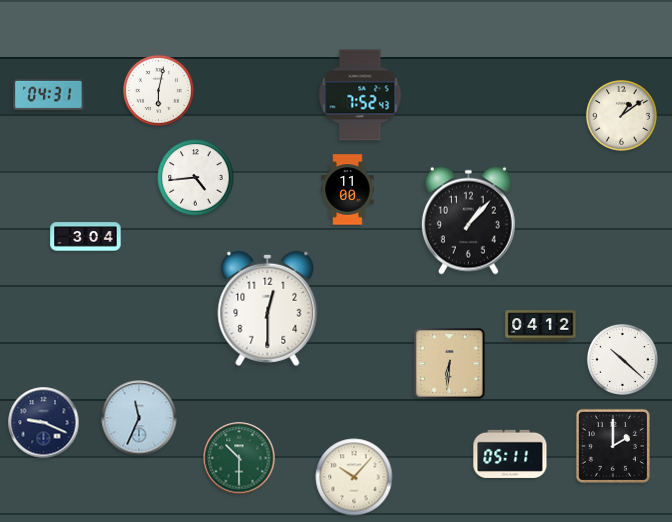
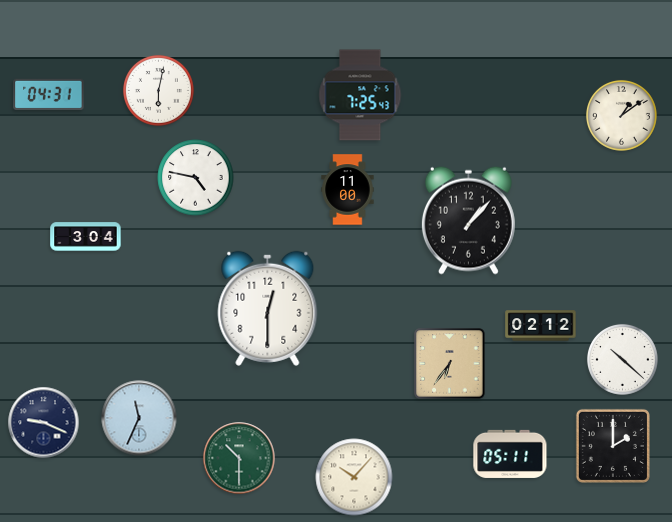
clock at (360, 95): 7:52 -> 7:25
clock at (196, 178): 4:44 -> 4:47
clock at (541, 326): 04:12 -> 02:12
clock at (450, 364): 6:31 -> 6:36
